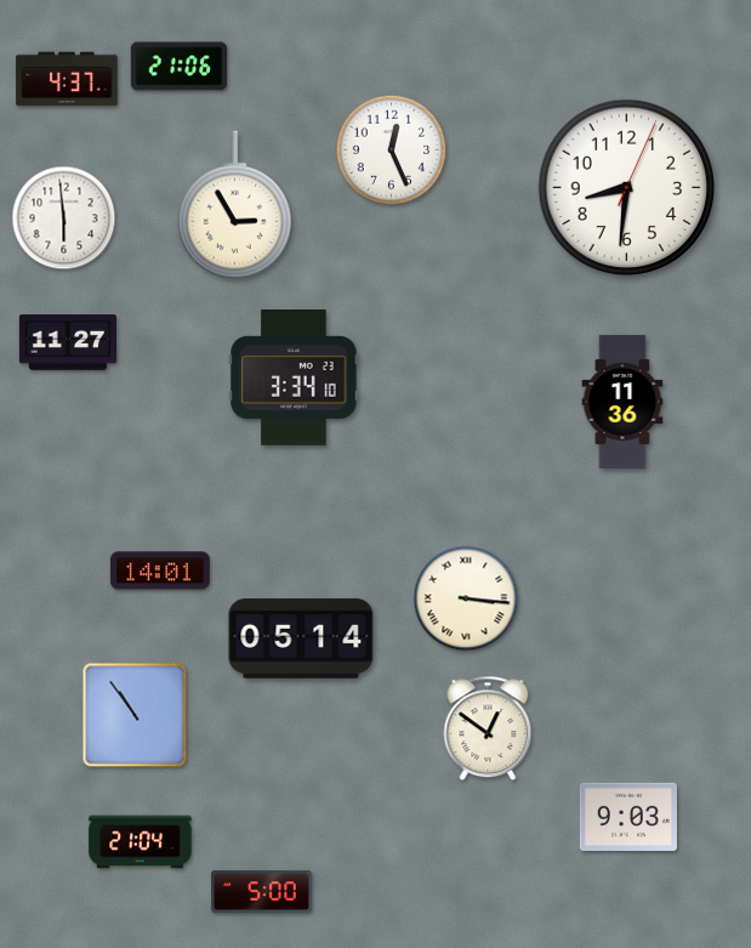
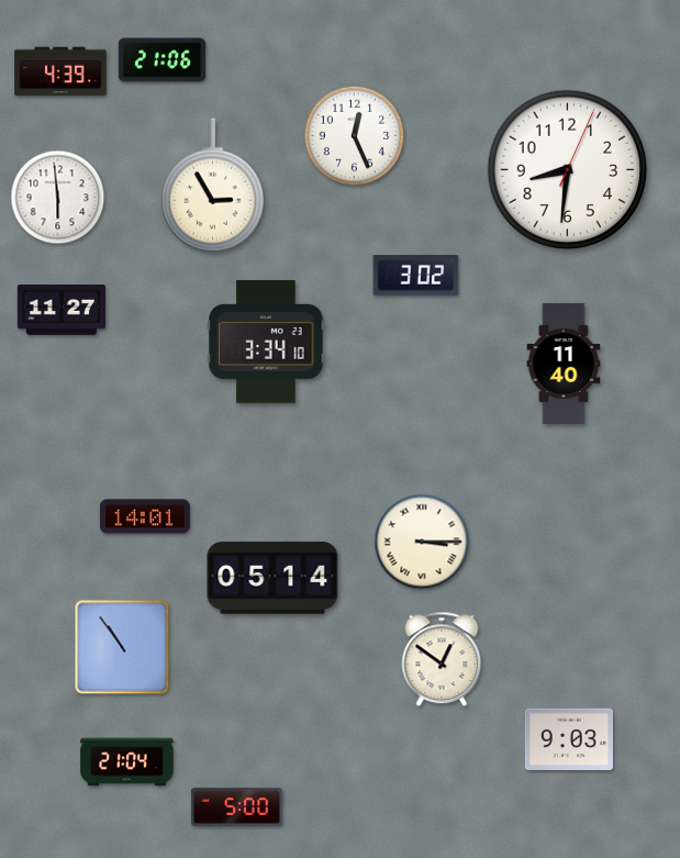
clock at (67, 79): 4:37 -> 4:39
clock at (416, 276): none -> 3:02
clock at (622, 402): 11:36 -> 11:40
clock at (466, 598): 3:16 -> 3:15
